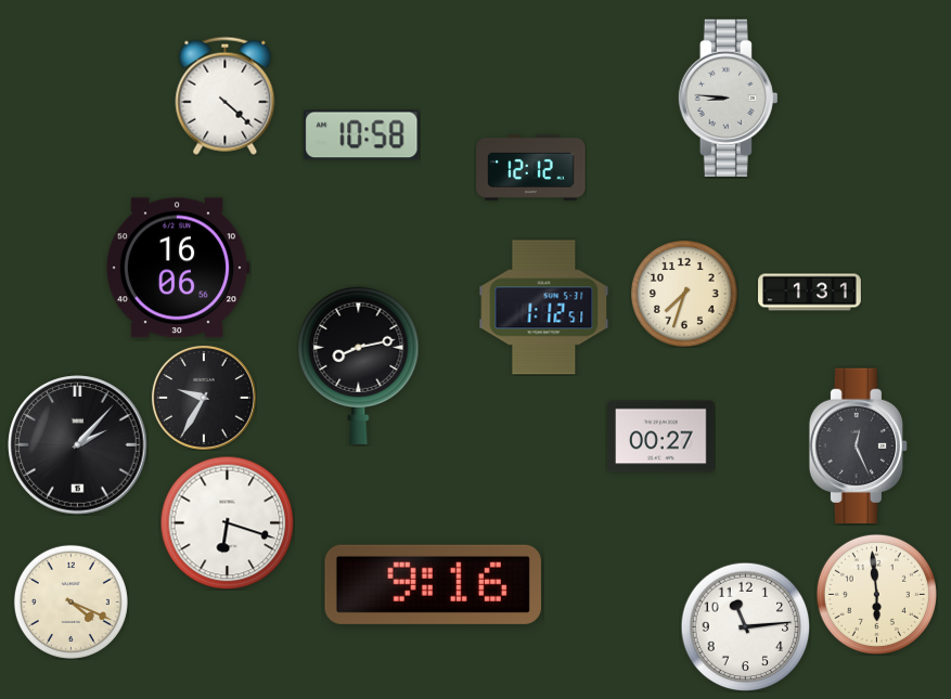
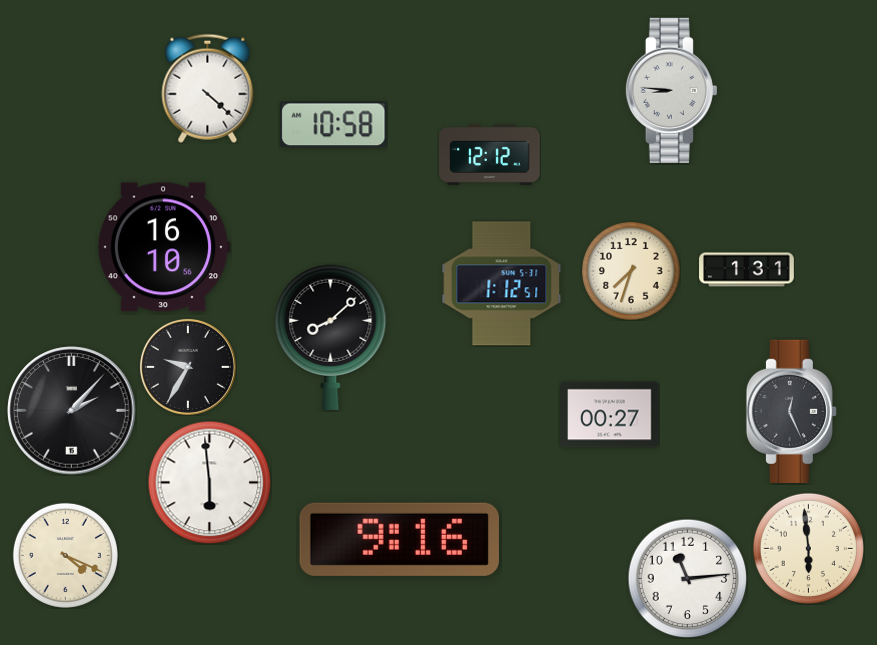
clock at (178, 268): 16:06 -> 16:10
clock at (359, 365): 8:13 -> 8:08
clock at (661, 437) position: (661, 437) -> (610, 415)
clock at (227, 522): 6:18 -> 5:59
